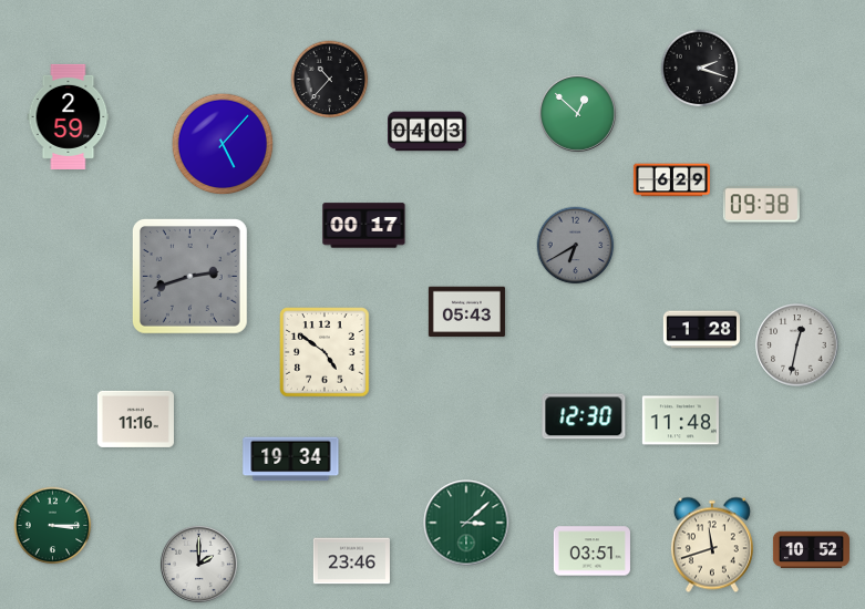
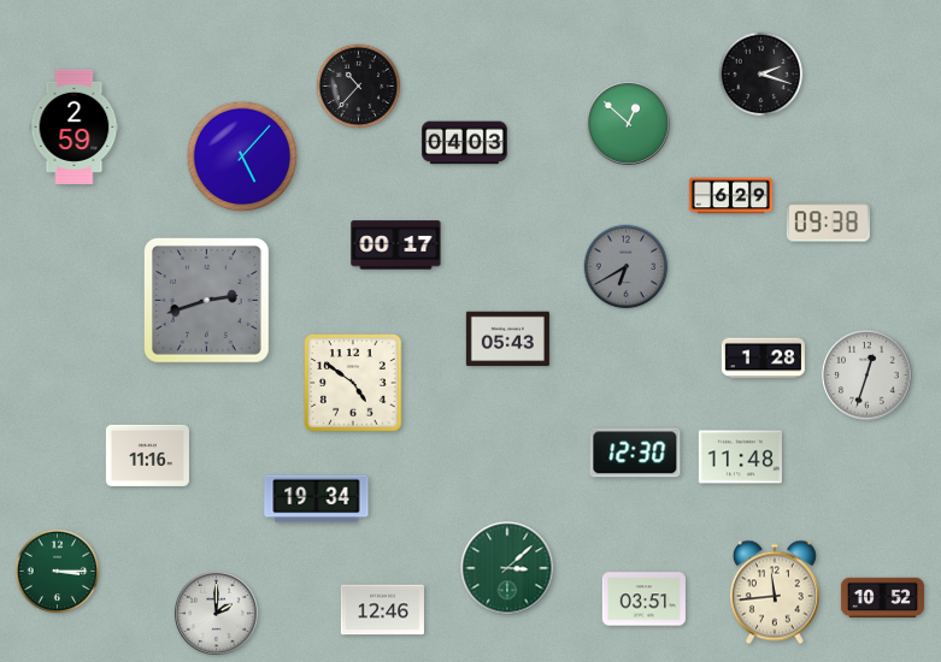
clock at (797, 345): 12:32 -> 12:33
clock at (712, 545): 11:42 -> 11:44
clock at (351, 561): 23:46 -> 12:46
